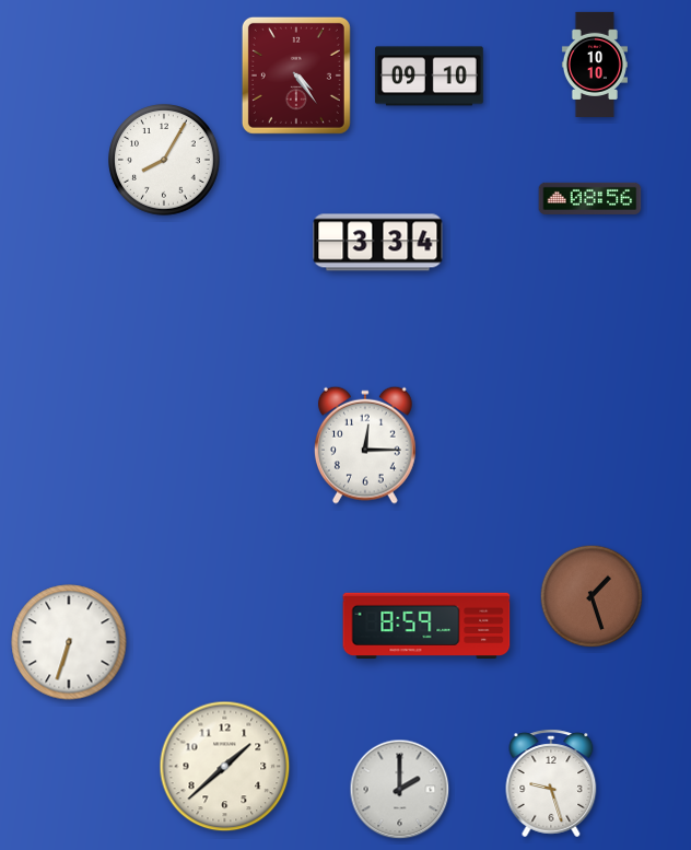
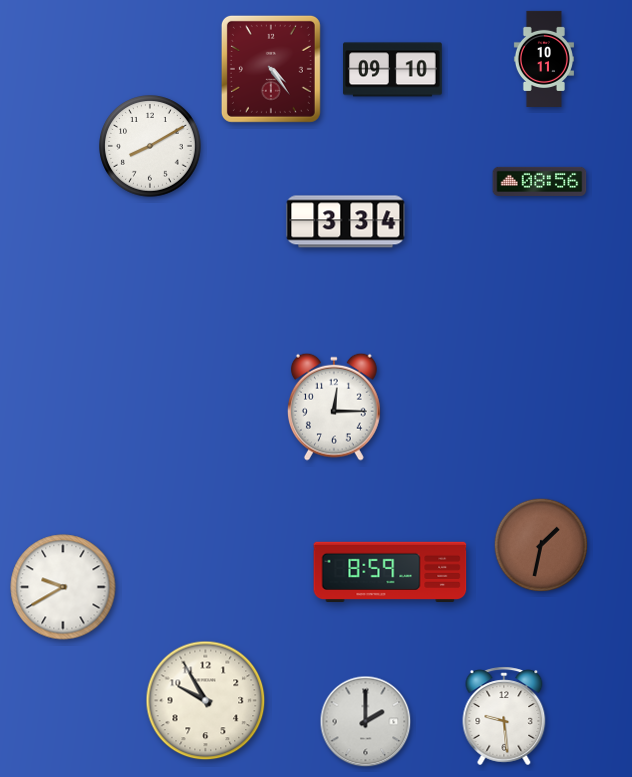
clock at (595, 65): 10:10 -> 10:11
clock at (164, 160): 8:05 -> 8:10
clock at (592, 596): 1:27 -> 1:32
clock at (69, 642): 6:33 -> 9:40
clock at (225, 767): 1:38 -> 9:55
clock at (551, 783): 9:27 -> 9:29
